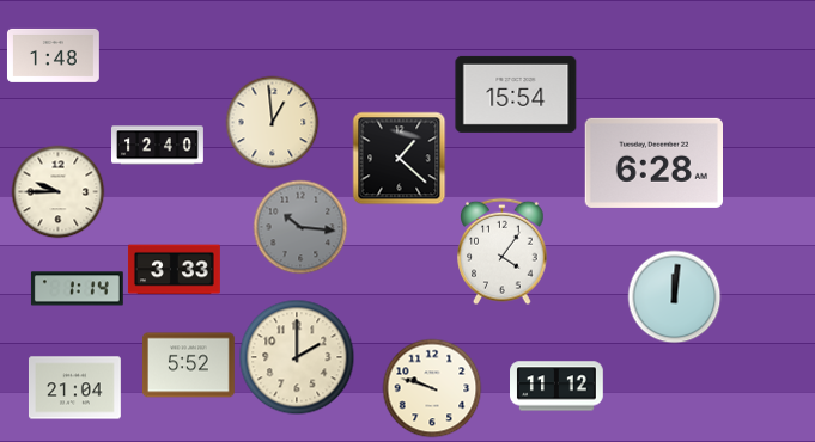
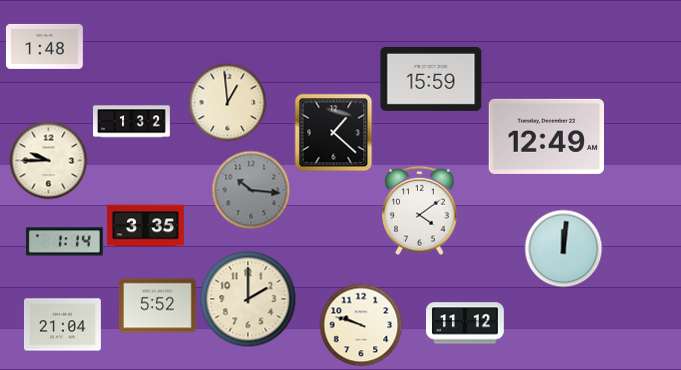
clock at (516, 94): 15:54 -> 15:59
clock at (158, 146): 12:40 -> 1:32
clock at (655, 162): 6:28 -> 12:49
clock at (503, 251): 4:06 -> 4:09
clock at (175, 270): 3:33 -> 3:35
